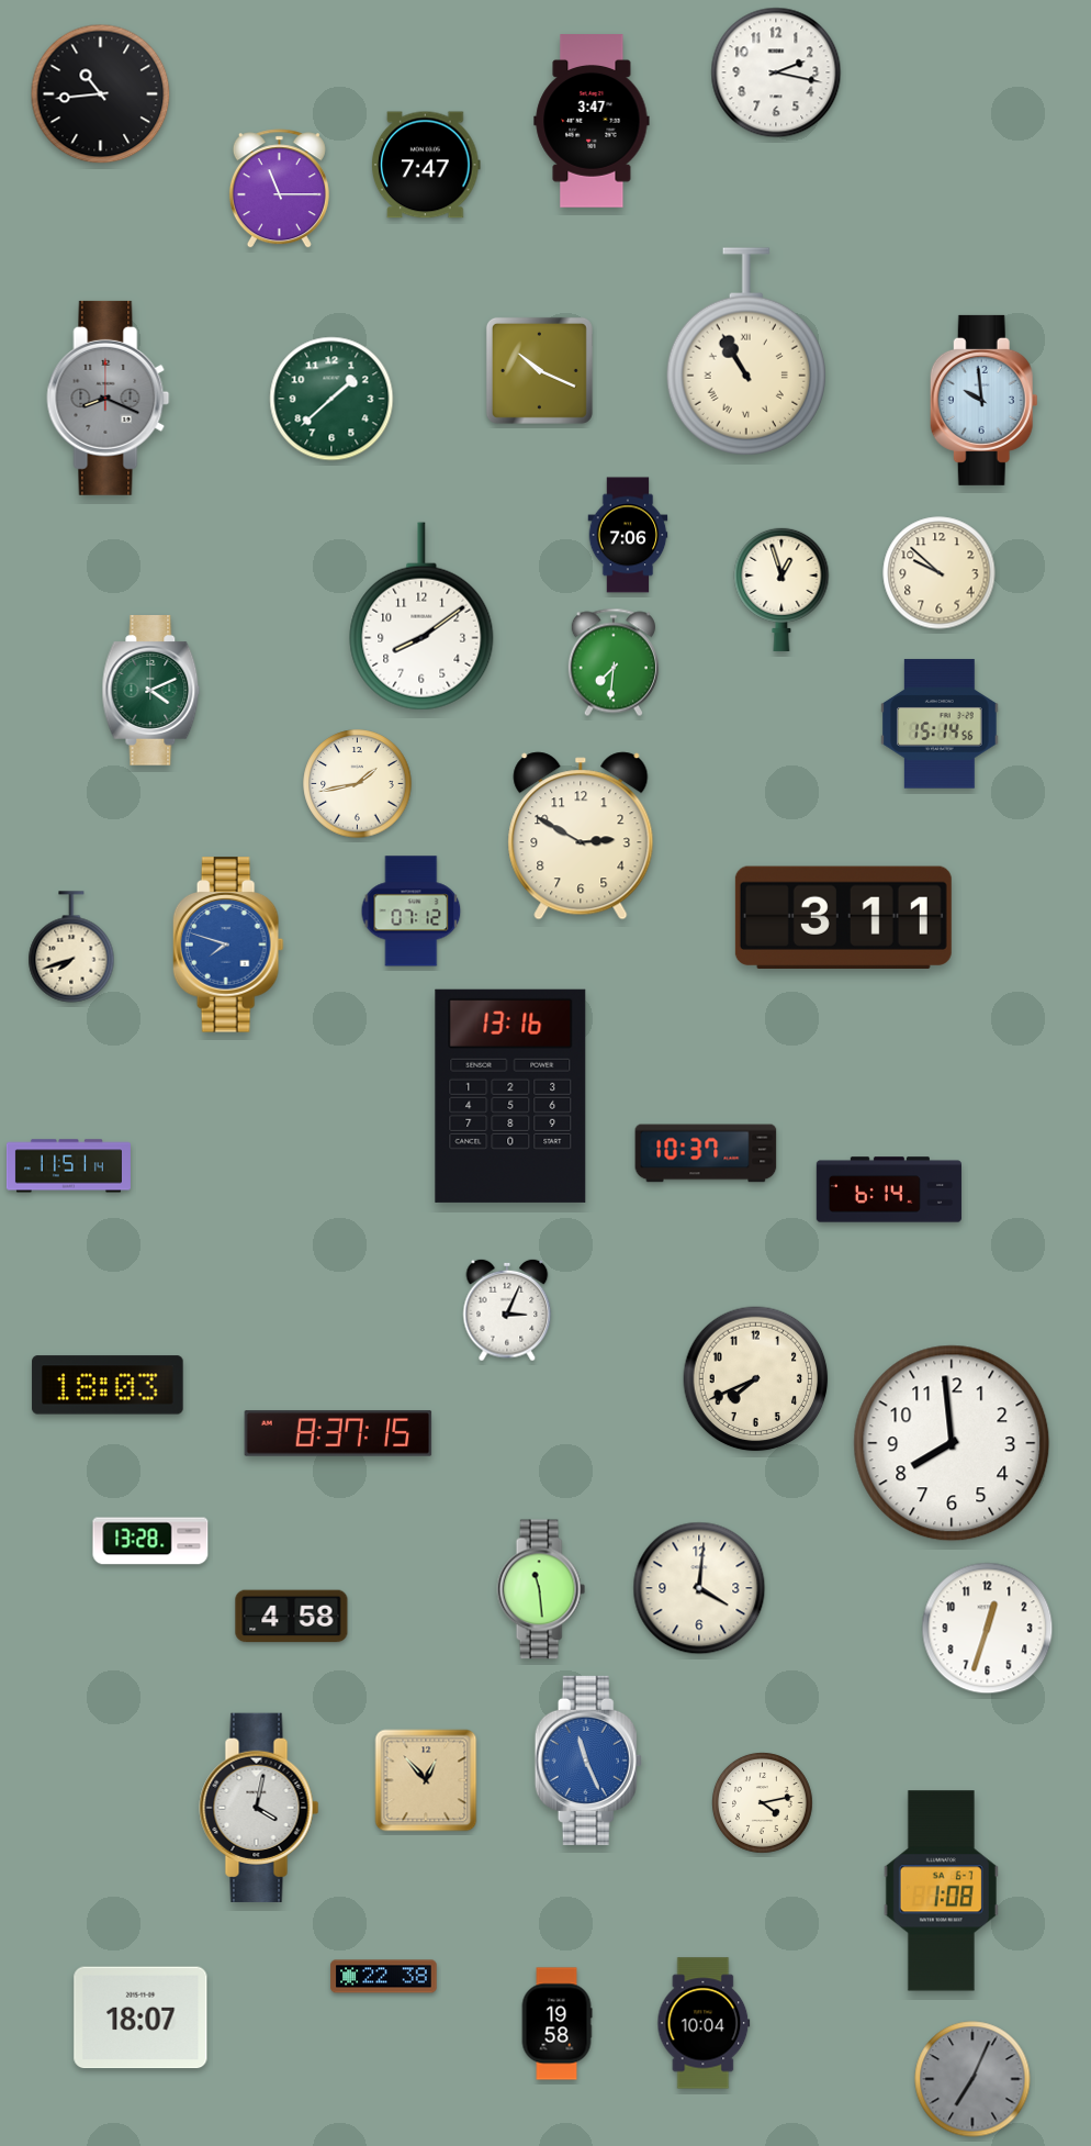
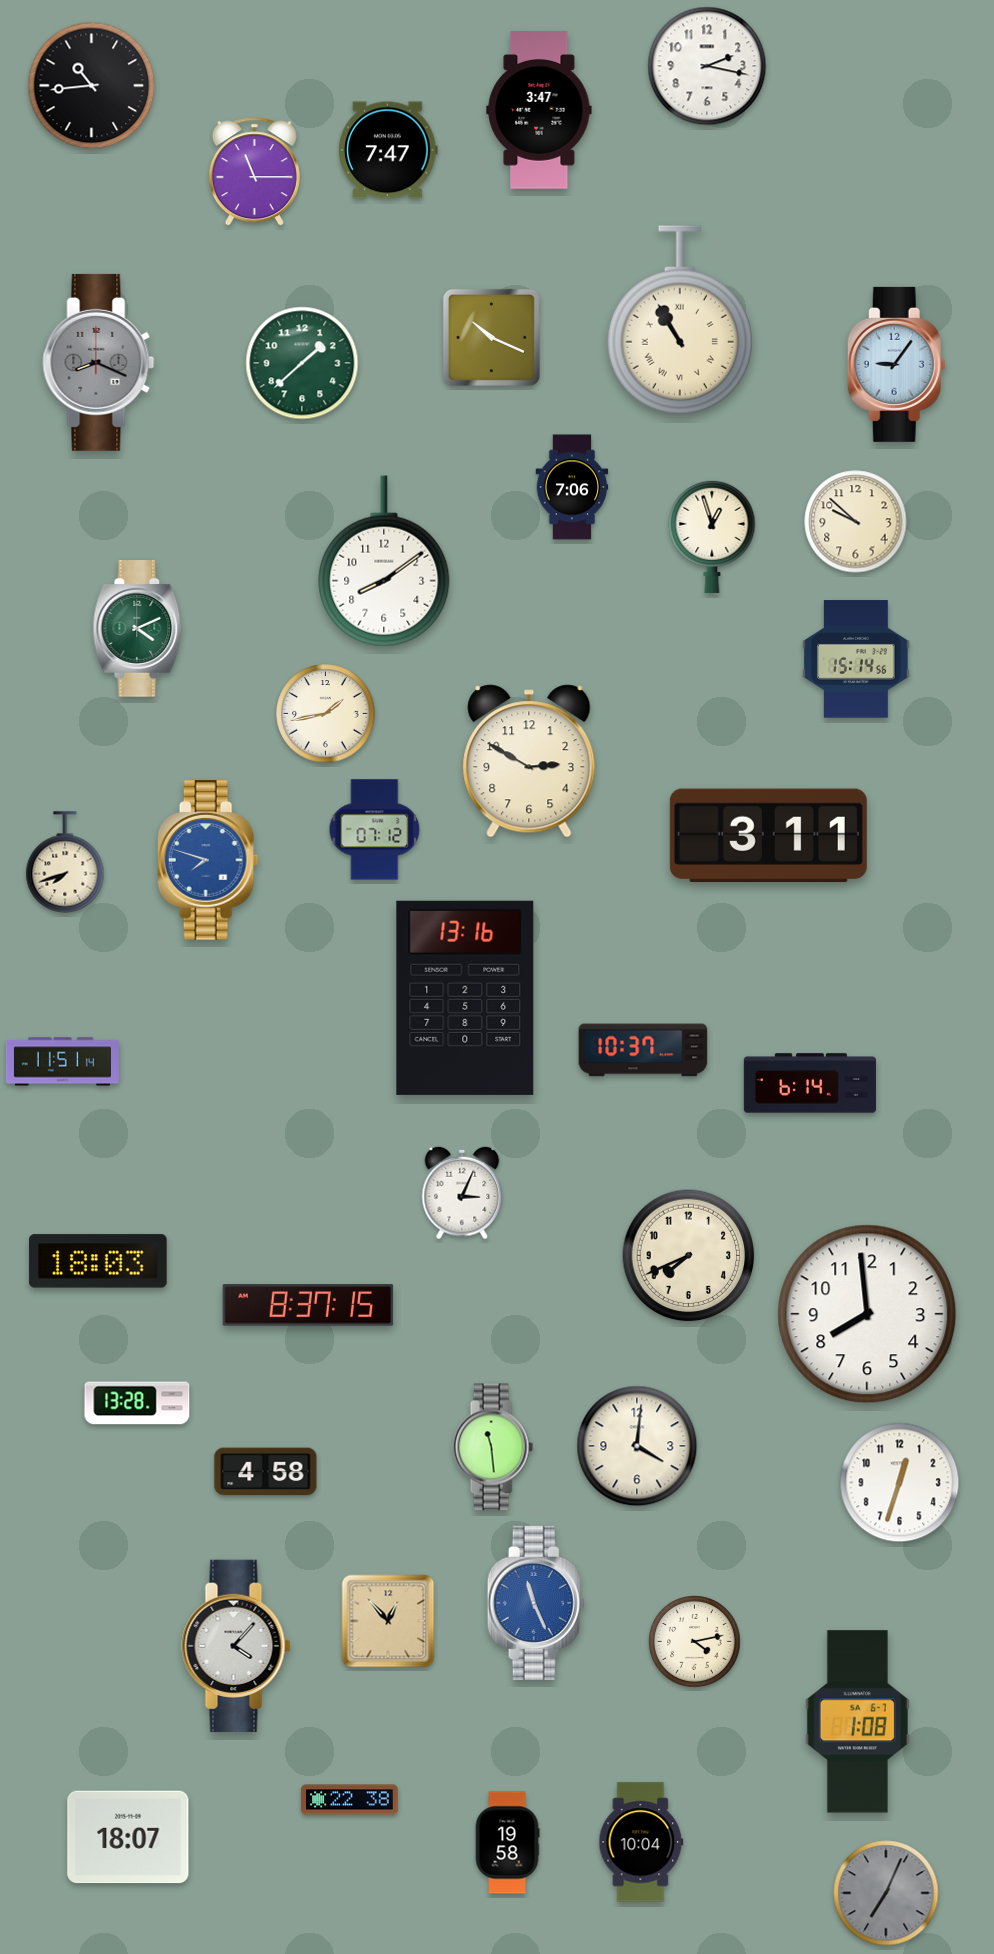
clock at (983, 400): 9:59 -> 9:06
clock at (614, 662): 7:31 -> none
clock at (259, 1808): 4:02 -> 4:07
